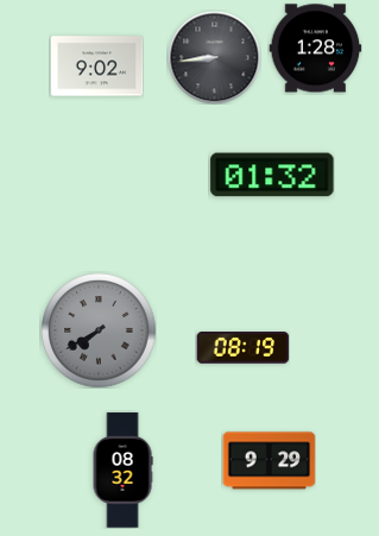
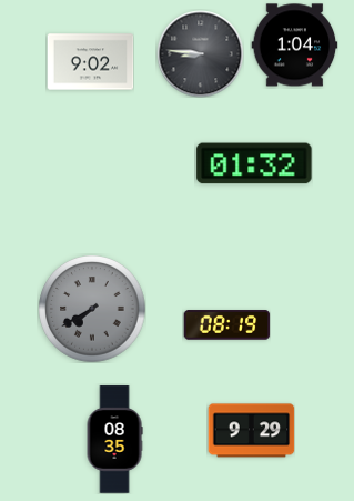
clock at (315, 49): 1:28 -> 1:04
clock at (214, 57): 8:44 -> 8:46
clock at (122, 471): 08:32 -> 08:35
